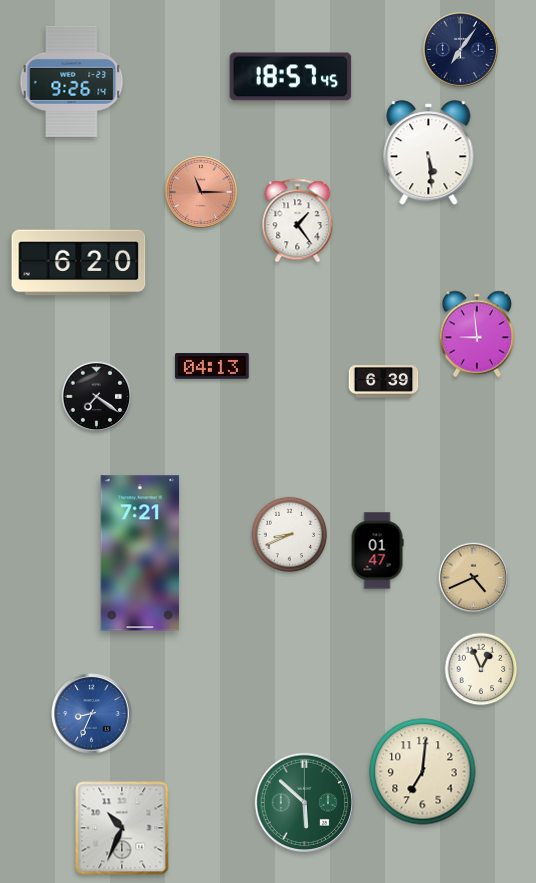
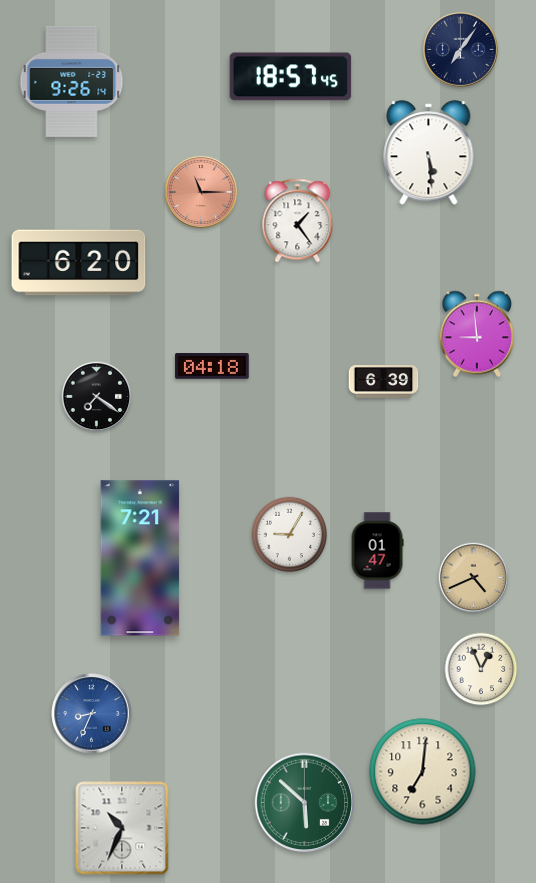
clock at (212, 366): 04:13 -> 04:18
clock at (290, 535): 8:41 -> 9:05
clock at (140, 553) position: (140, 553) -> (140, 558)
